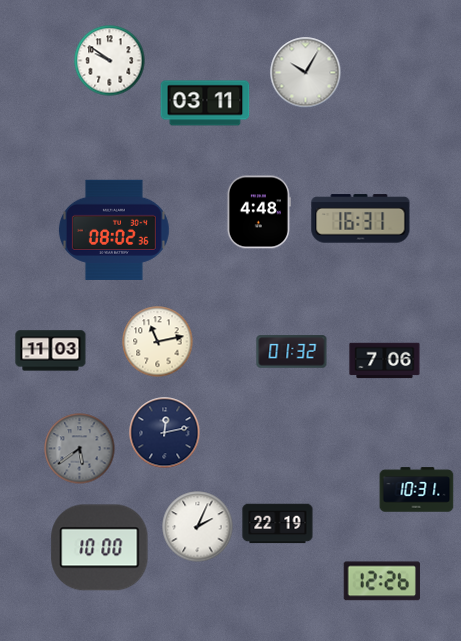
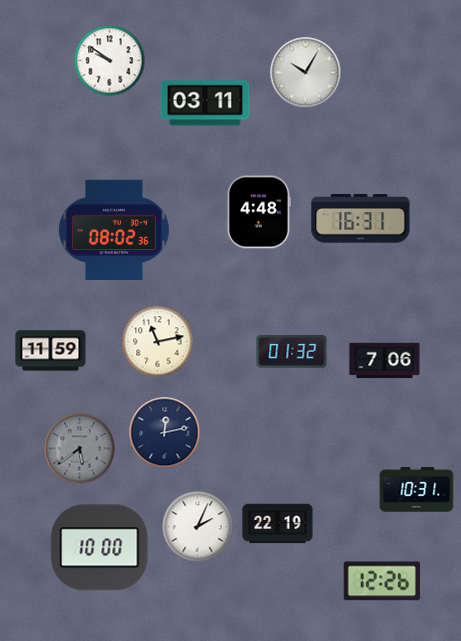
clock at (51, 351): 11:03 -> 11:59
